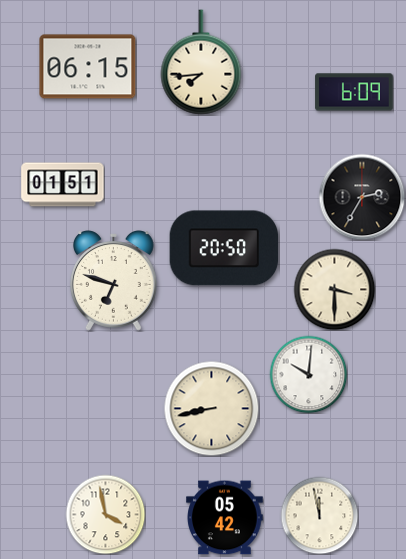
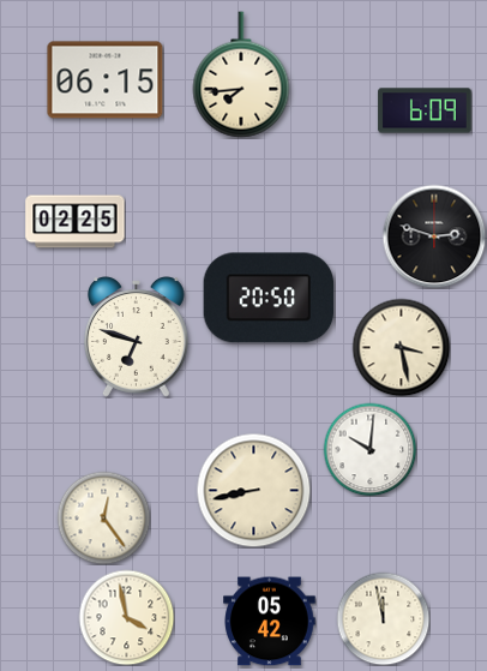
clock at (63, 185): 01:51 -> 02:25
clock at (362, 197): 2:35 -> 2:48
clock at (334, 289): 3:30 -> 3:28
clock at (103, 517): none -> 12:24
